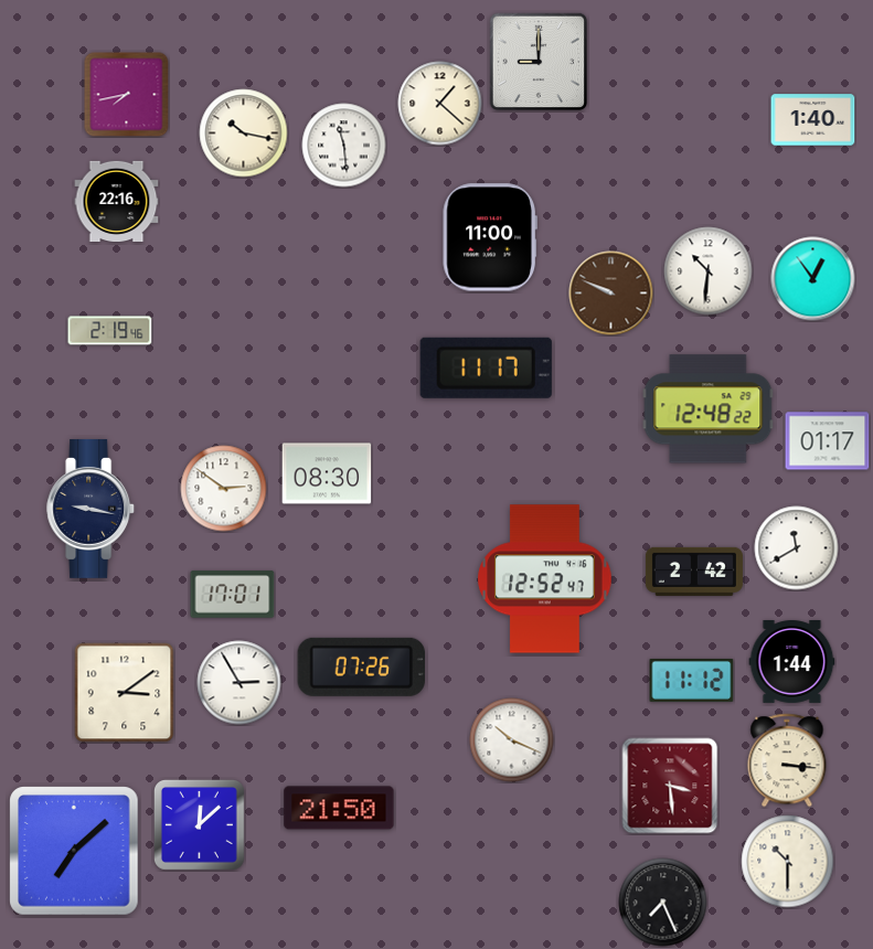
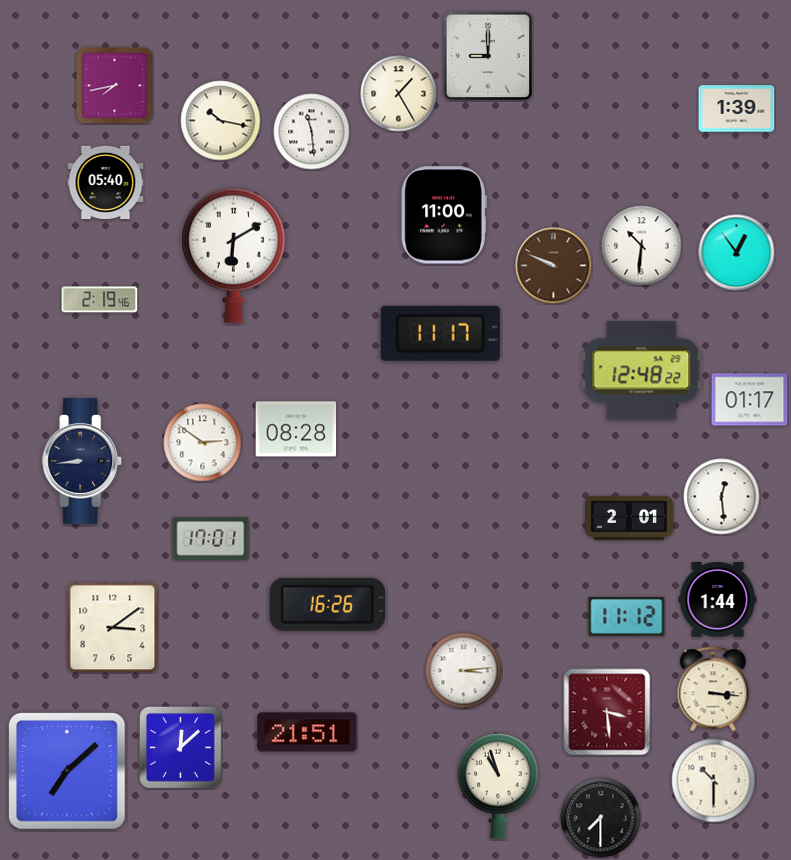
clock at (440, 104): 1:22 -> 1:25
clock at (813, 120): 1:40 -> 1:39
clock at (117, 201): 22:16 -> 05:40
clock at (233, 255): none -> 6:10
clock at (327, 473): 08:30 -> 08:28
clock at (92, 509): 9:17 -> 8:44
clock at (797, 548): 11:40 -> 12:29
clock at (694, 572): 2:42 -> 2:01
clock at (545, 579): 12:52 -> none
clock at (361, 667): 07:26 -> 16:26
clock at (239, 683): 2:55 -> none
clock at (512, 740): 10:19 -> 3:14
clock at (339, 808): 21:50 -> 21:51
clock at (498, 786): none -> 10:57
clock at (663, 903): 7:26 -> 7:30
